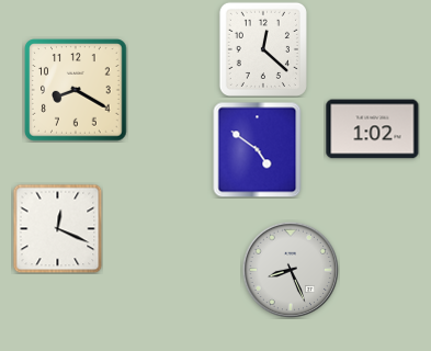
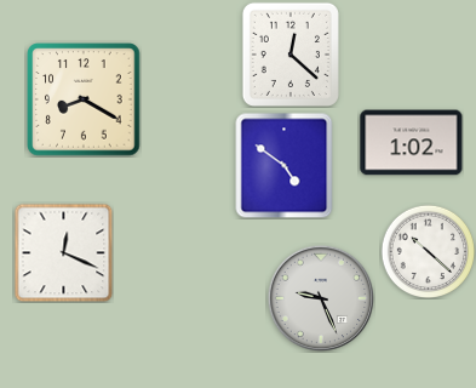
clock at (428, 251): none -> 10:22
clock at (291, 270): 8:26 -> 9:26
